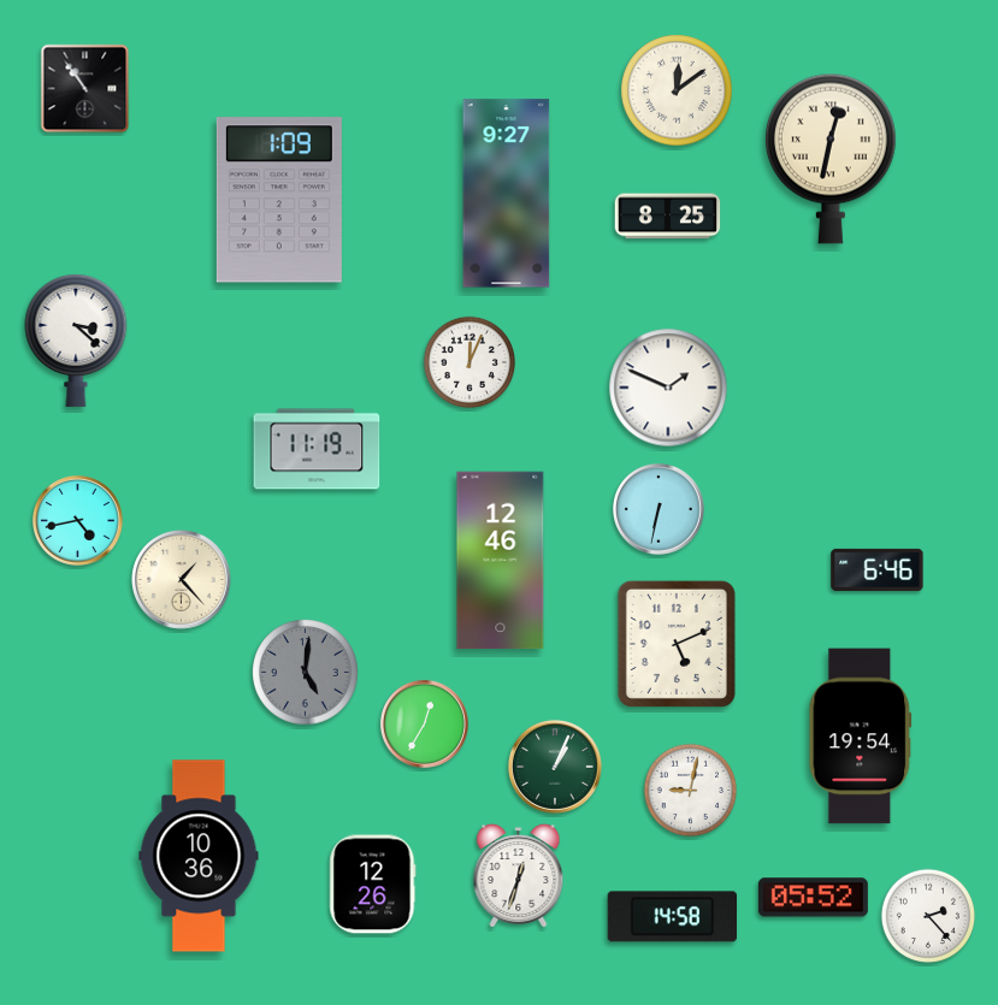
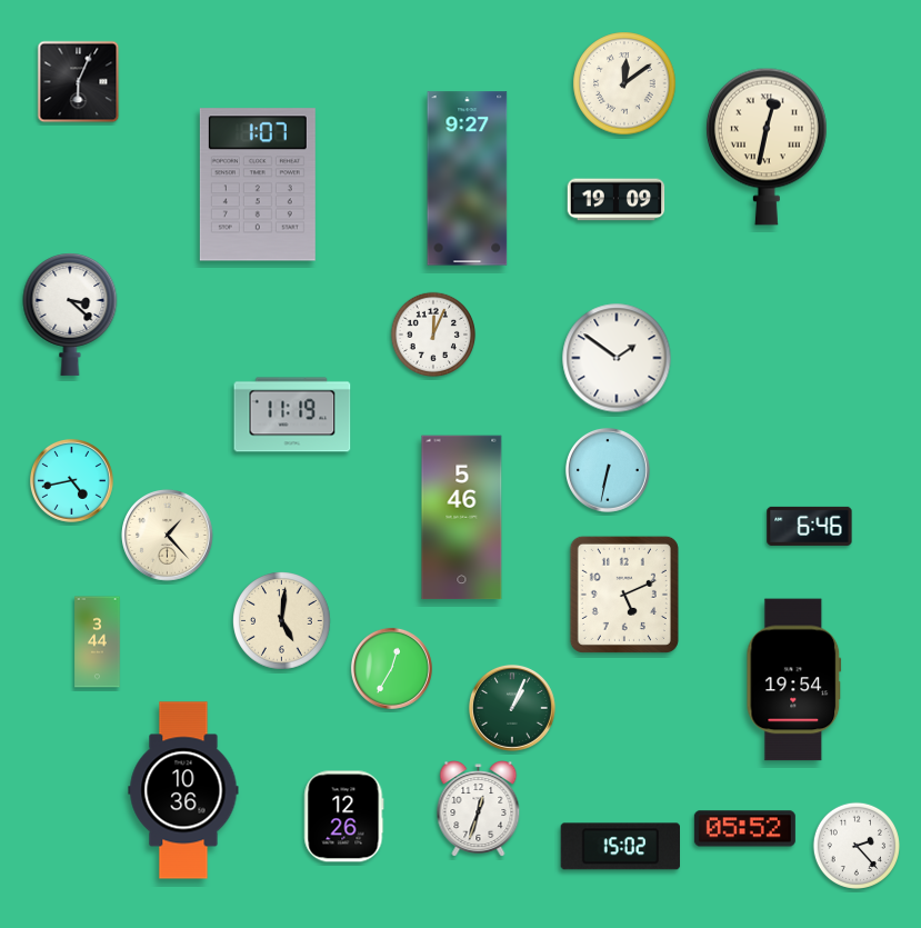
clock at (85, 89): 10:54 -> 6:04
clock at (279, 200): 1:09 -> 1:07
clock at (668, 217): 8:25 -> 19:09
clock at (668, 388): 1:49 -> 1:51
clock at (501, 561): 12:46 -> 5:46
clock at (306, 673) dial: grey -> cream
clock at (98, 642): none -> 3:44
clock at (690, 790): 9:02 -> none
clock at (813, 898) position: (813, 898) -> (744, 829)
clock at (673, 917): 14:58 -> 15:02
